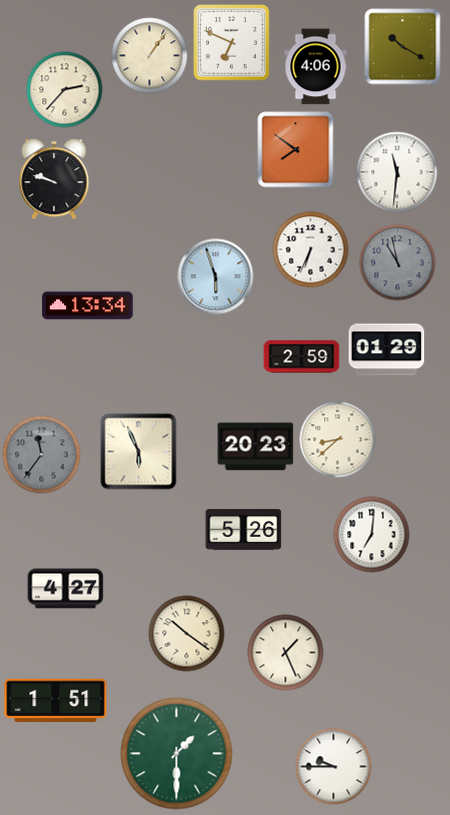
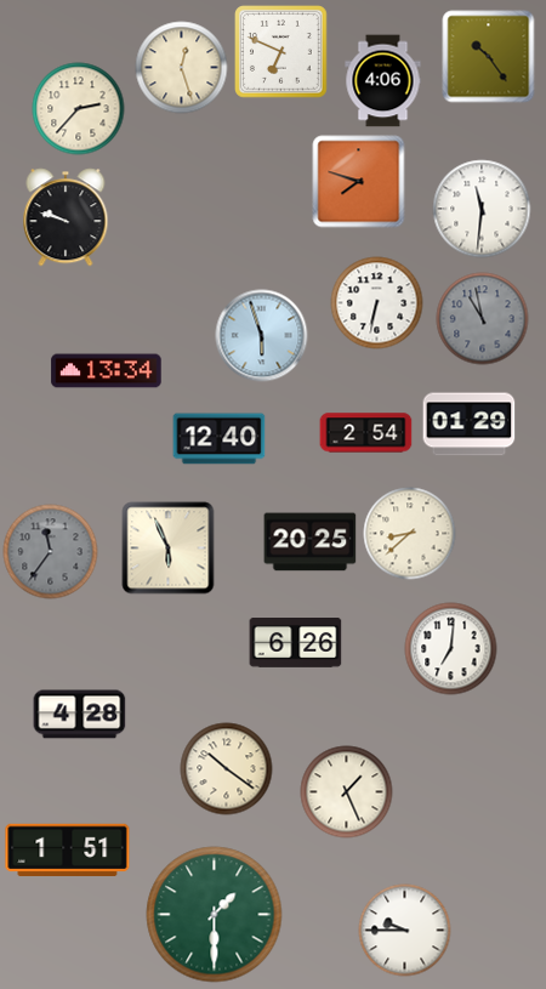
clock at (403, 47): 10:20 -> 10:24
clock at (150, 56): 1:06 -> 12:27
clock at (296, 150): 7:51 -> 7:48
clock at (311, 250): 6:34 -> 6:32
clock at (302, 357): 2:59 -> 2:54
clock at (220, 439): none -> 12:40
clock at (256, 447): 20:23 -> 20:25
clock at (244, 530): 5:26 -> 6:26
clock at (66, 589): 4:27 -> 4:28
